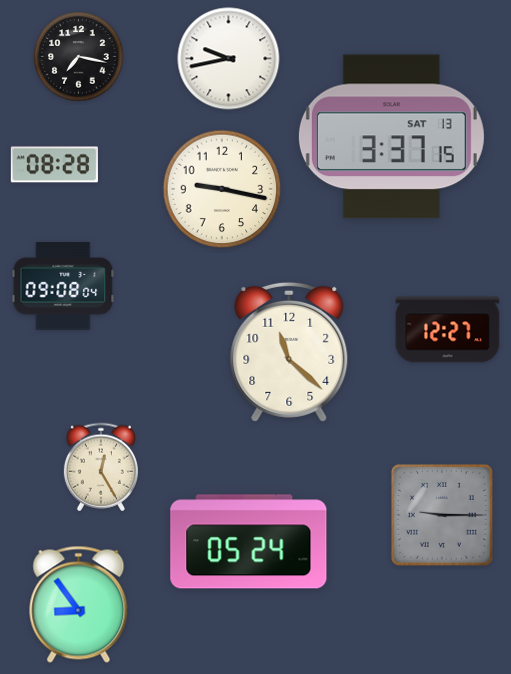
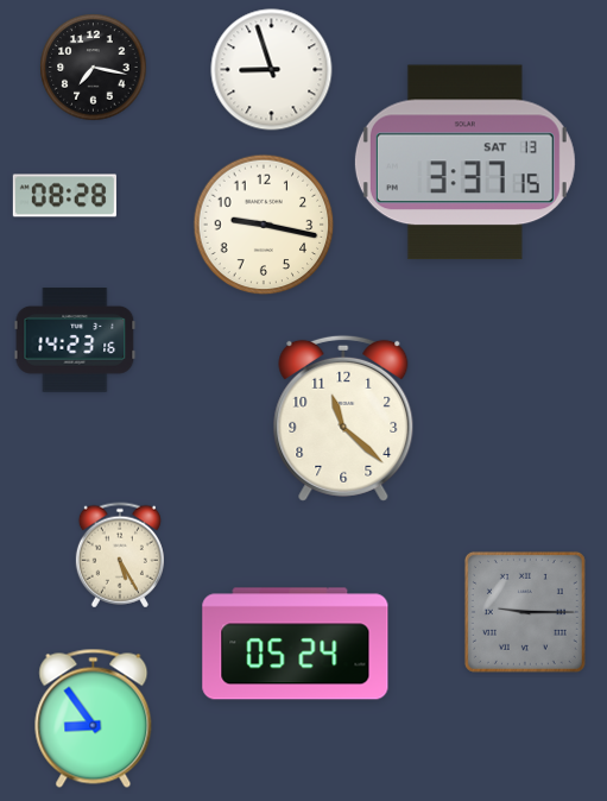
clock at (229, 59): 9:43 -> 8:57
clock at (63, 286): 09:08 -> 14:23
clock at (448, 330): 12:27 -> none
clock at (101, 467): 12:25 -> 5:25
